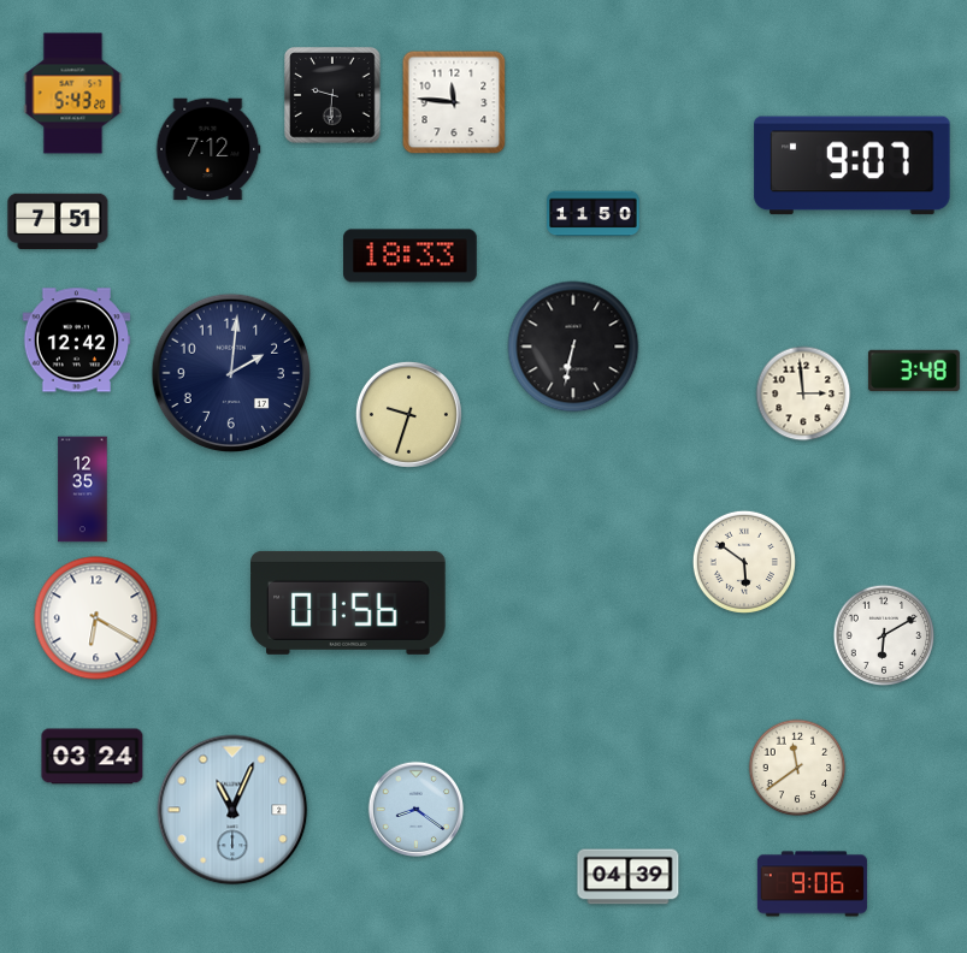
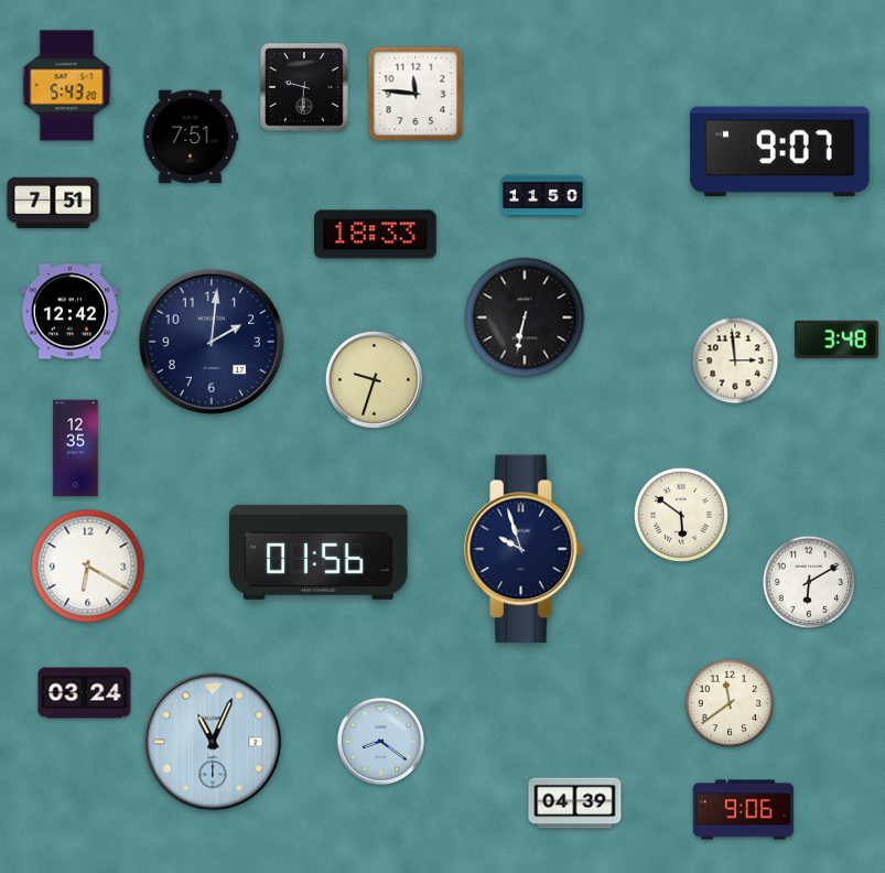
clock at (208, 149): 7:12 -> 7:51
clock at (524, 549): none -> 9:57
